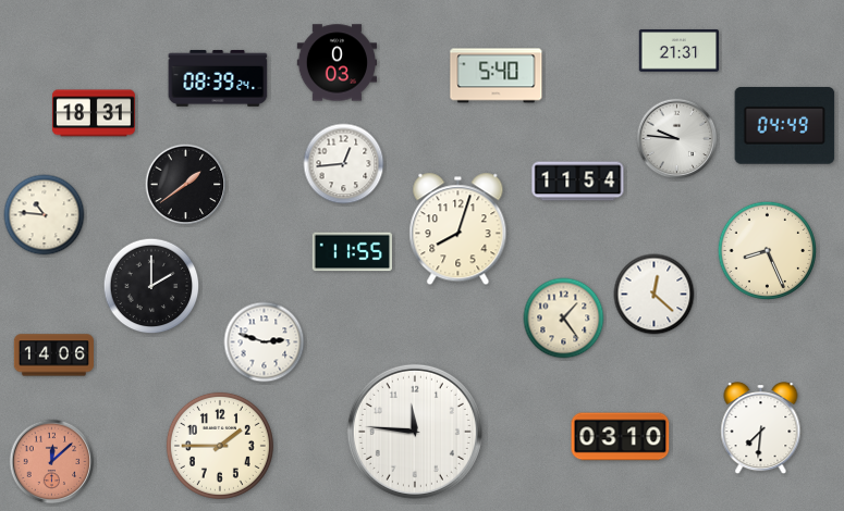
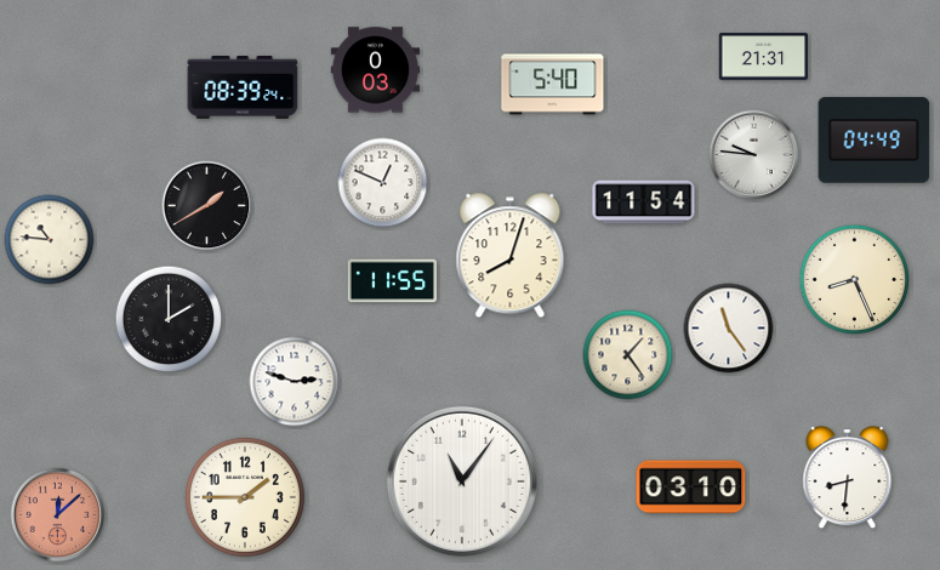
clock at (678, 51) position: (678, 51) -> (763, 57)
clock at (94, 113): 18:31 -> none
clock at (344, 164): 12:44 -> 12:49
clock at (186, 185): 1:39 -> 1:40
clock at (655, 295): 12:22 -> 11:24
clock at (54, 356): 14:06 -> none
clock at (761, 428): 7:31 -> 8:31
clock at (415, 432): 11:46 -> 11:06
